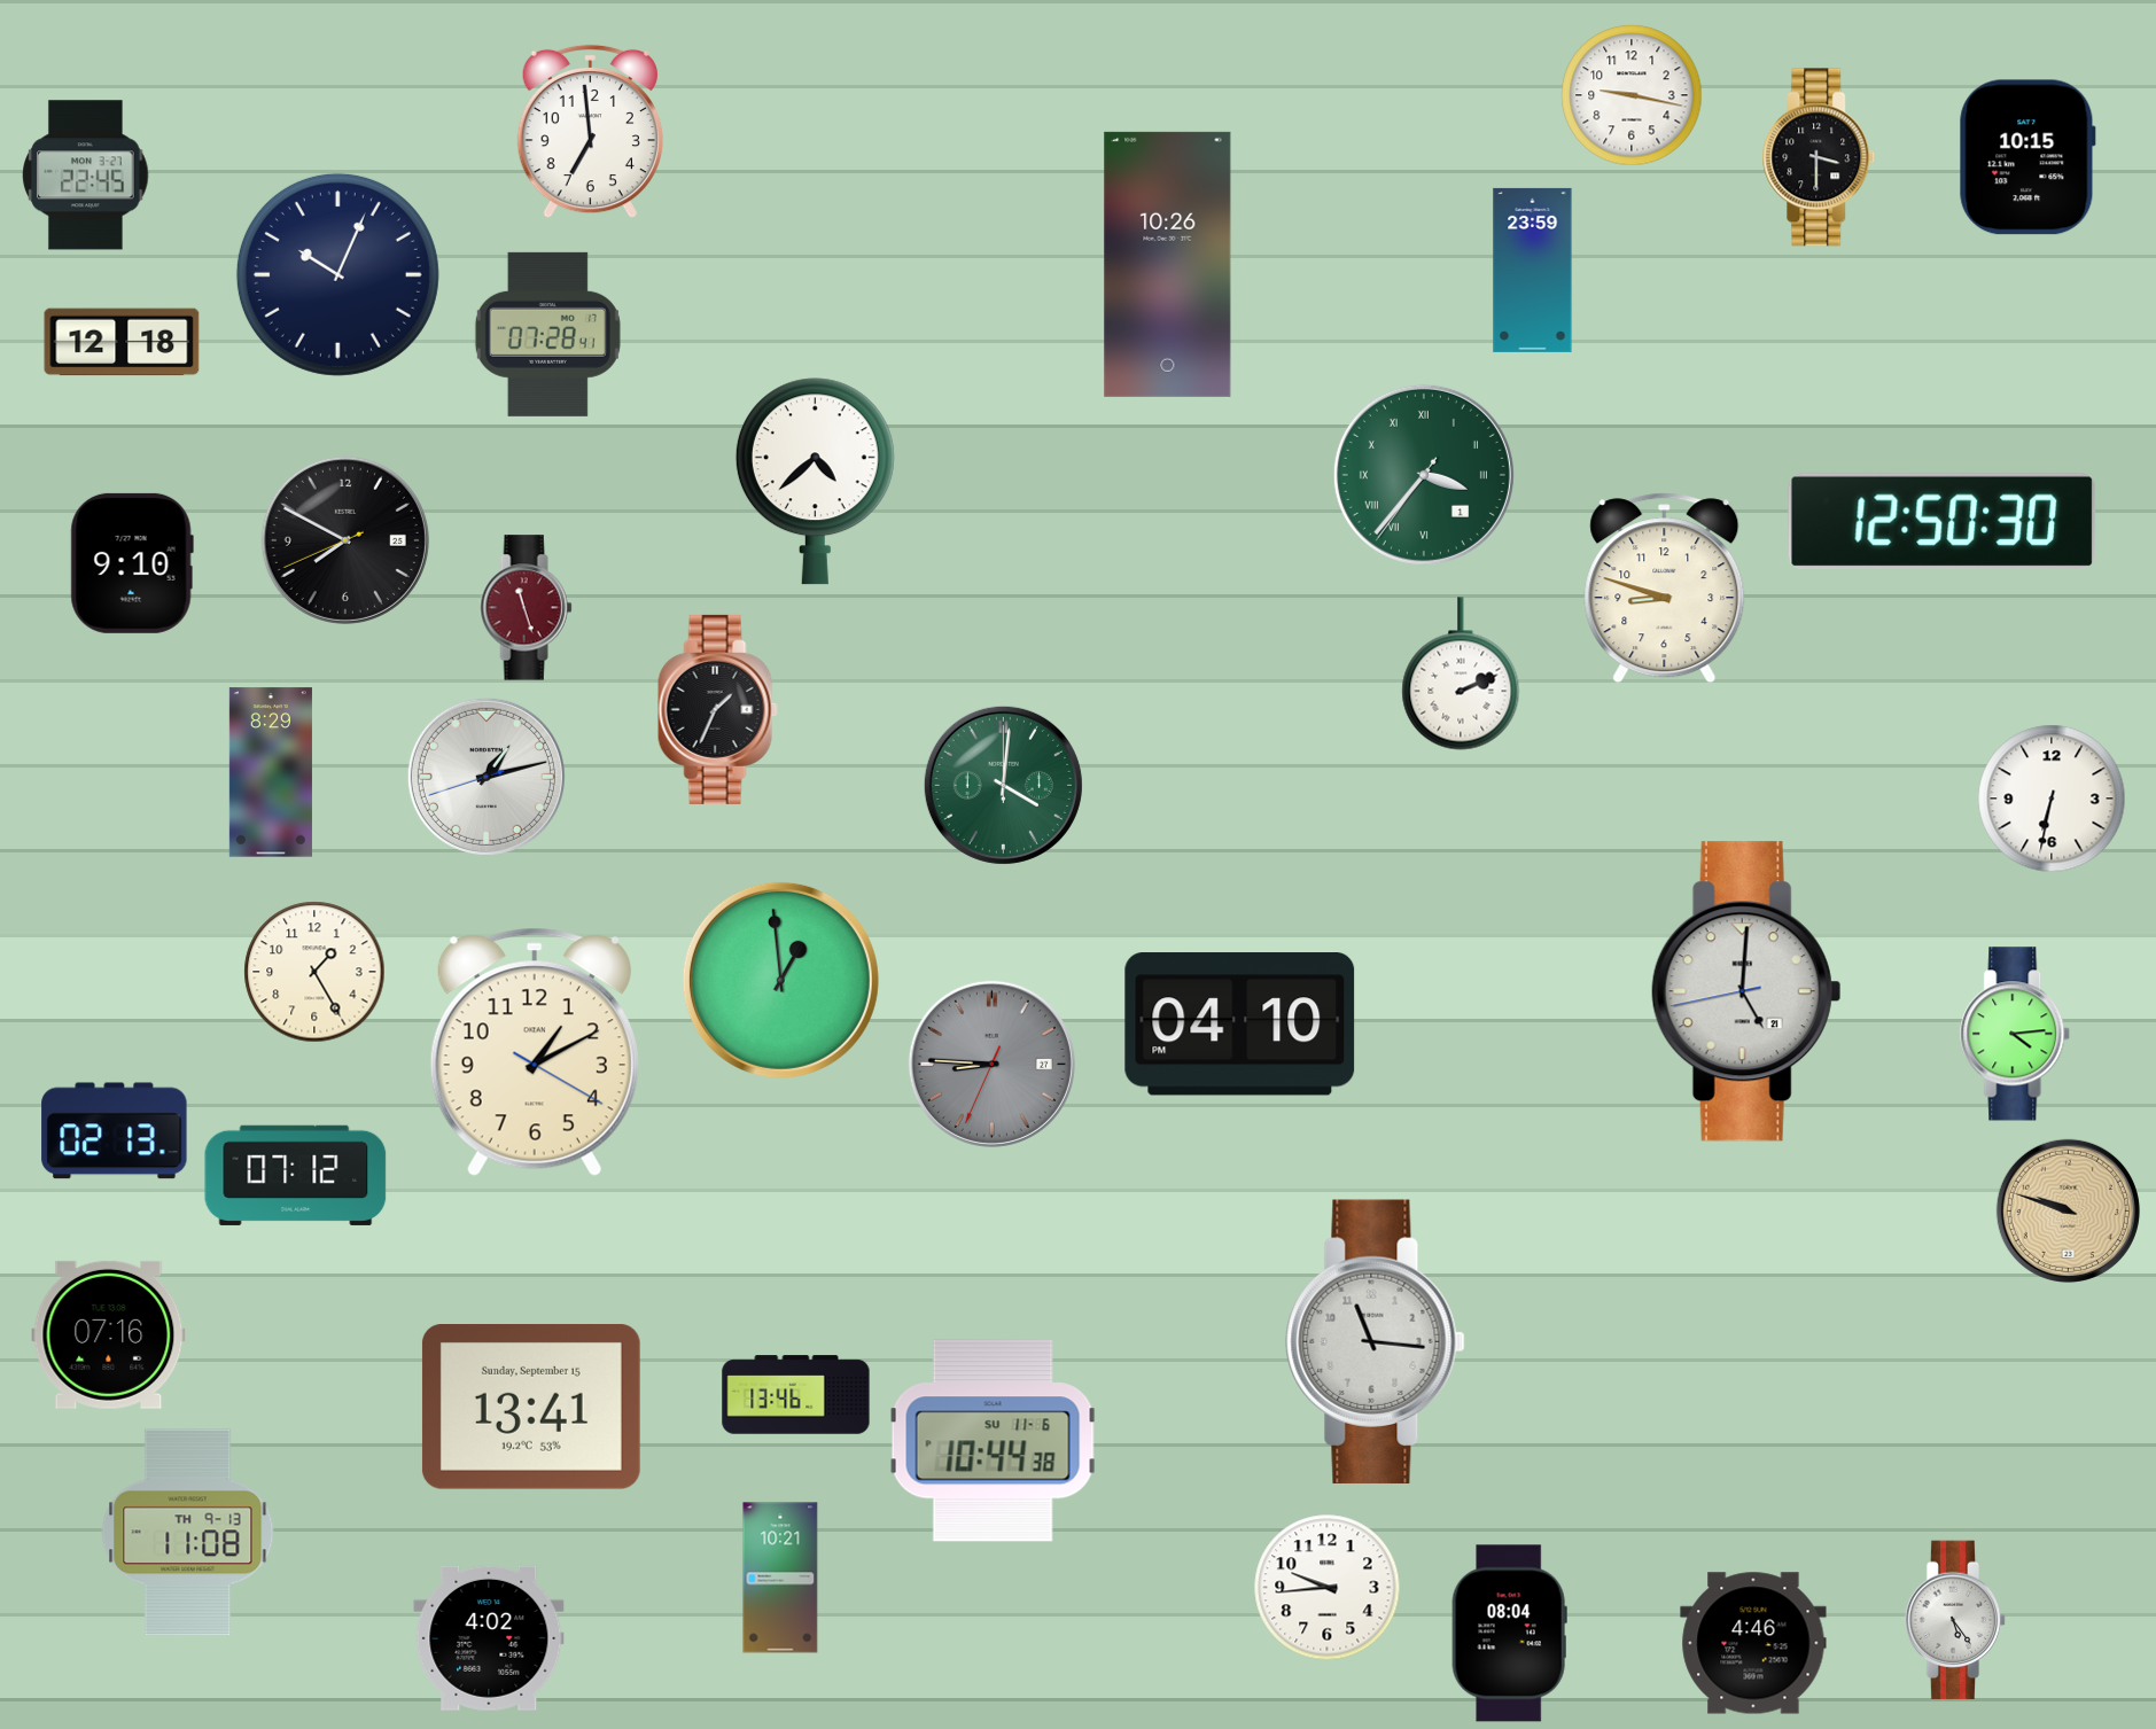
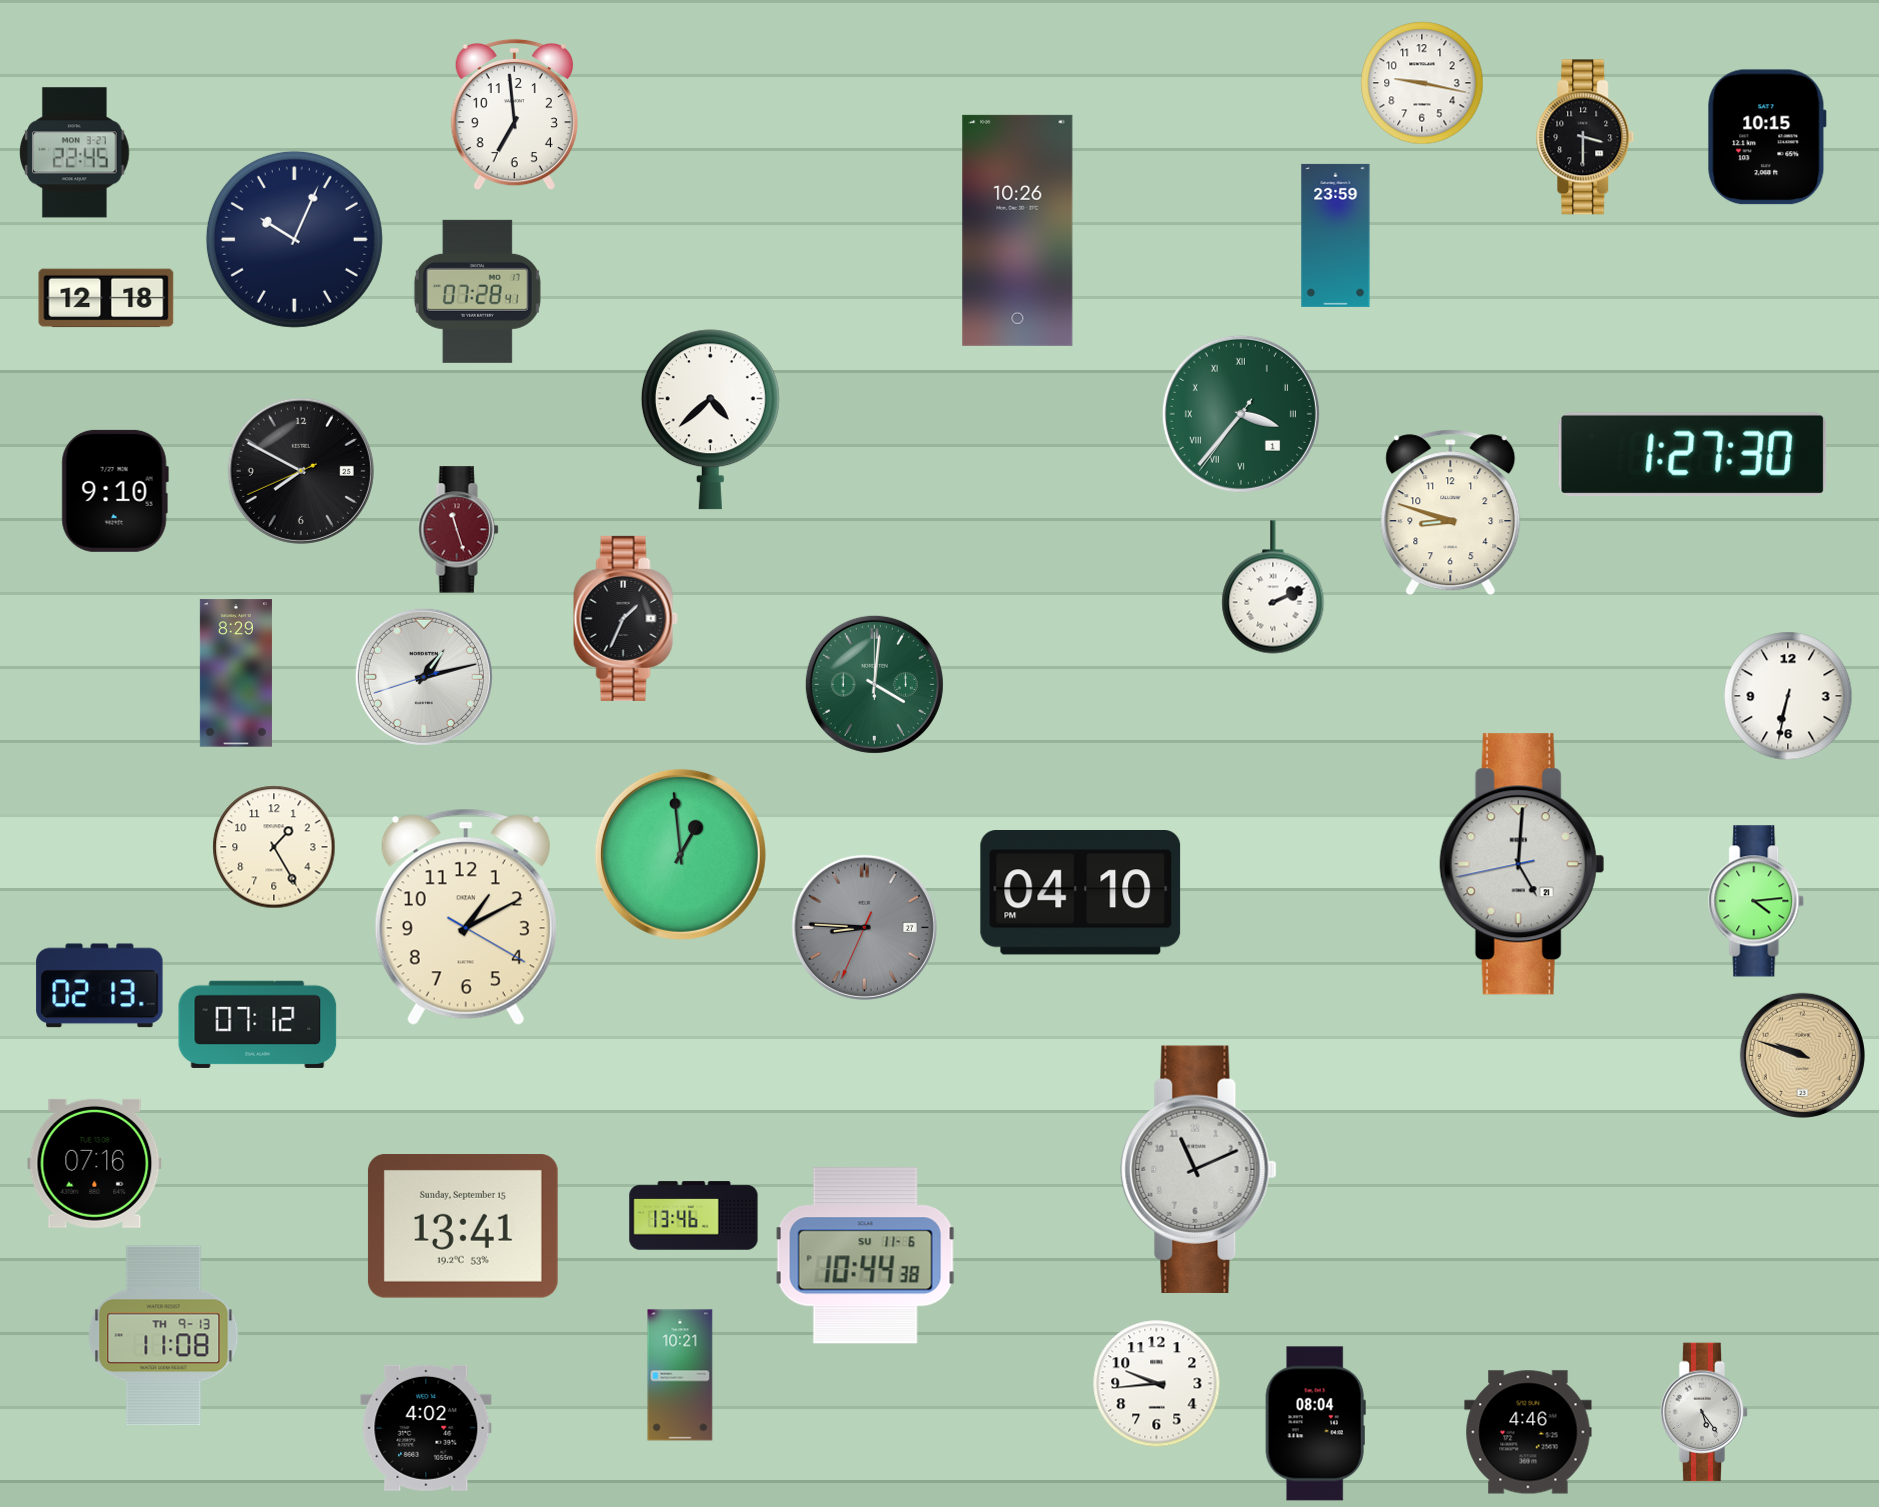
clock at (1943, 521): 12:50 -> 1:27
clock at (1376, 1341): 11:16 -> 11:11
